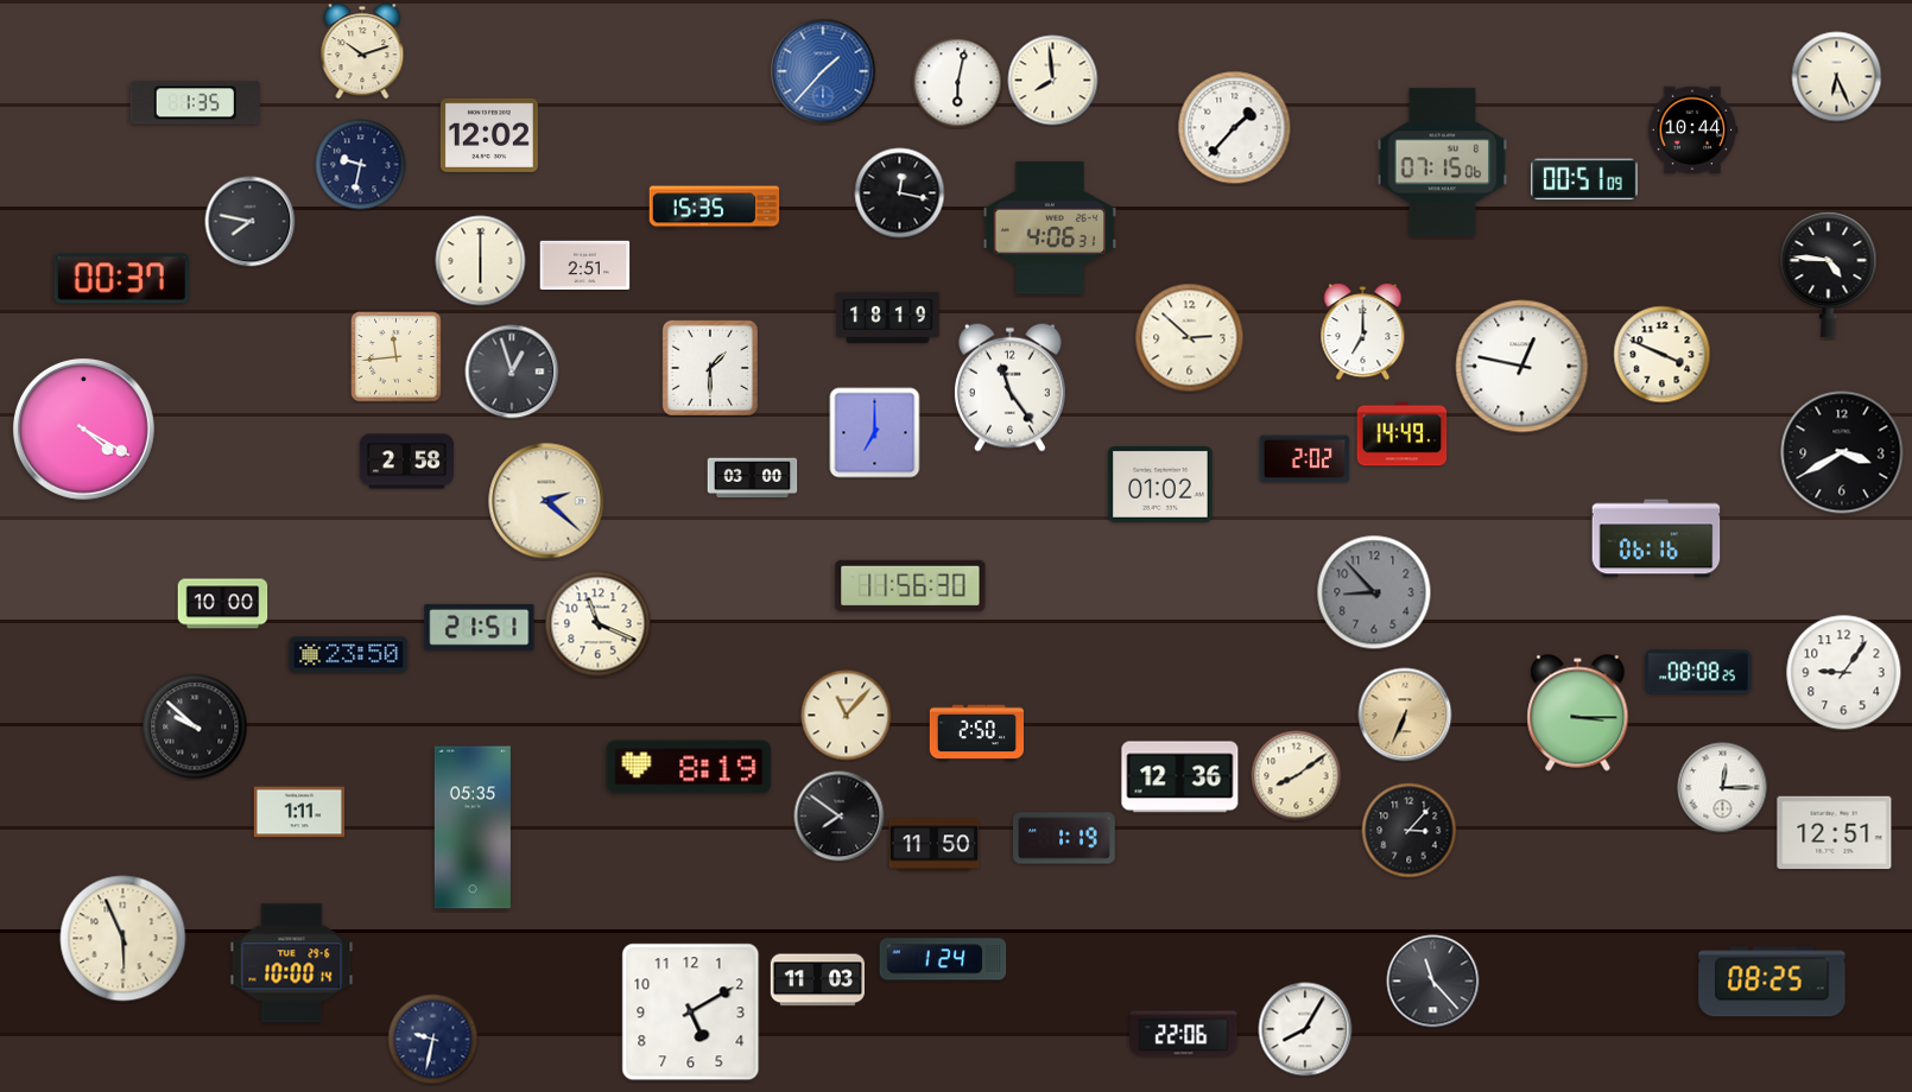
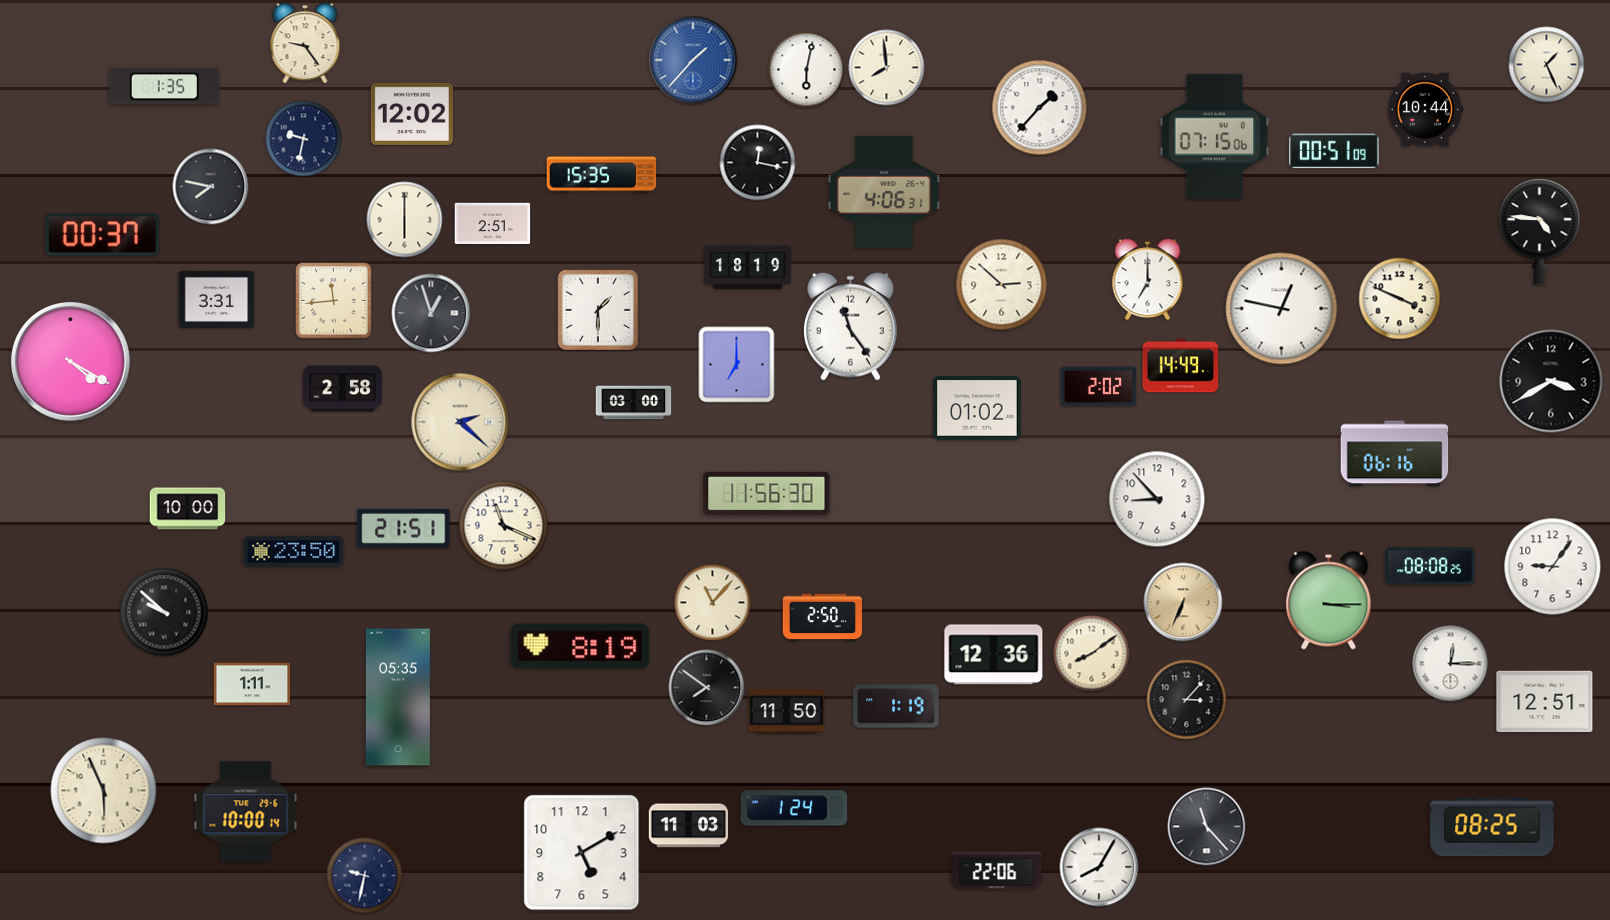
clock at (362, 51): 10:12 -> 9:24
clock at (1837, 77): 6:26 -> 1:26
clock at (217, 299): none -> 3:31
clock at (1374, 592) dial: grey -> white
